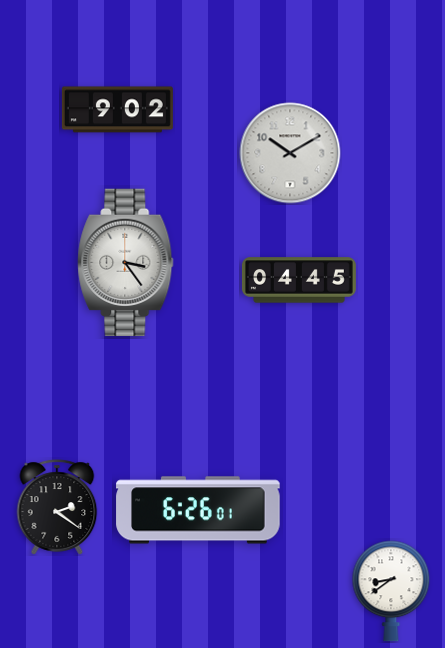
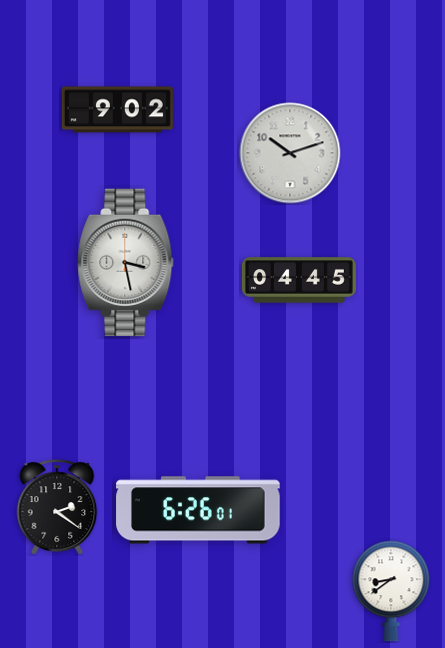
clock at (290, 153): 10:10 -> 10:12
clock at (126, 263): 3:24 -> 3:28
